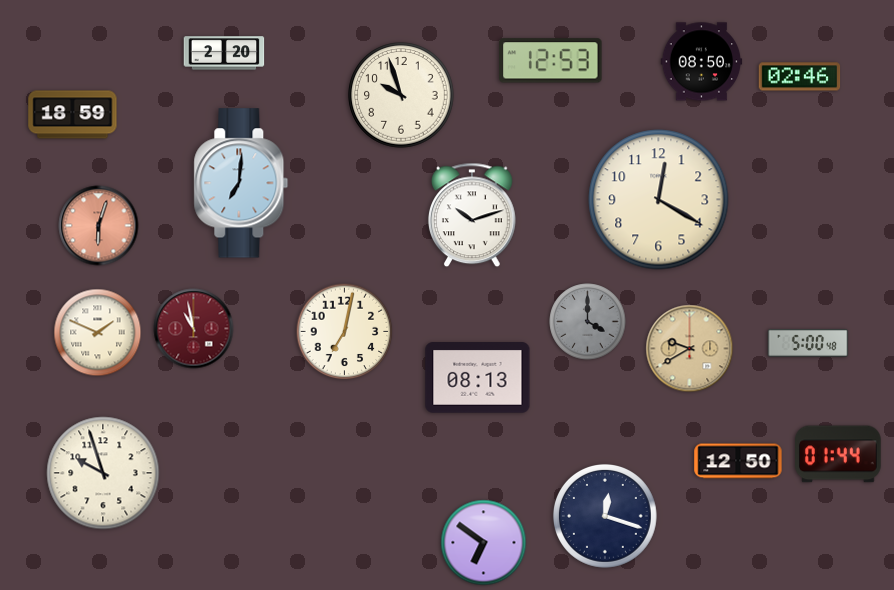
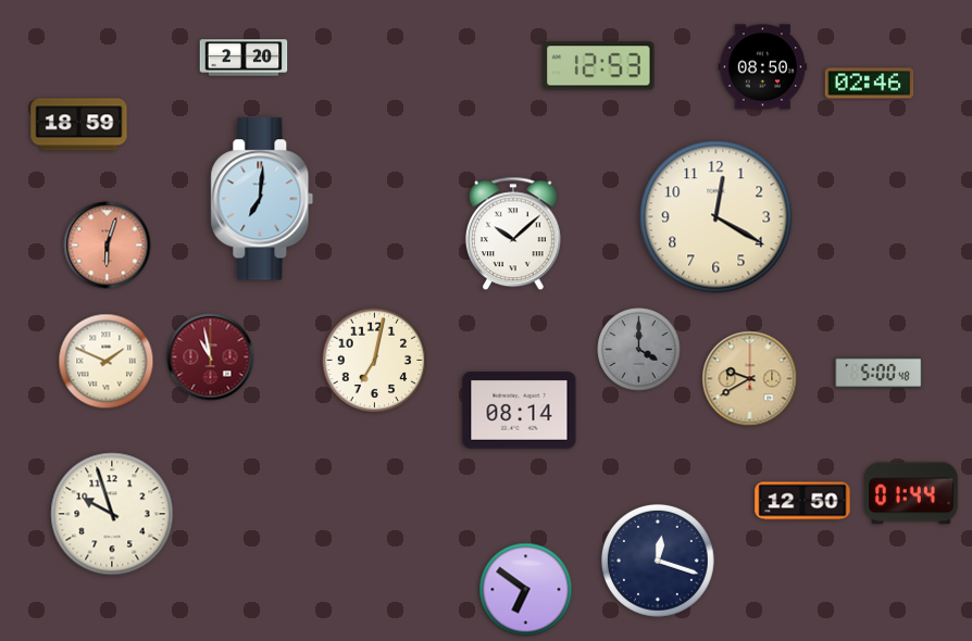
clock at (401, 95): 9:57 -> none
clock at (472, 215): 10:12 -> 10:08
clock at (478, 378): 08:13 -> 08:14
